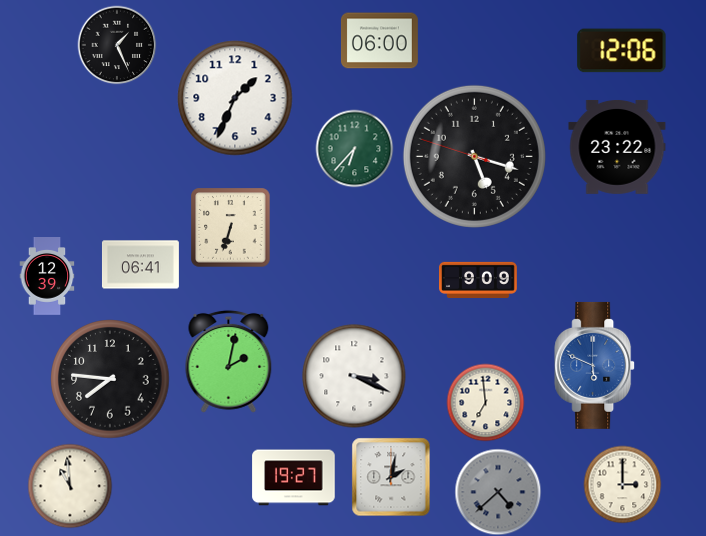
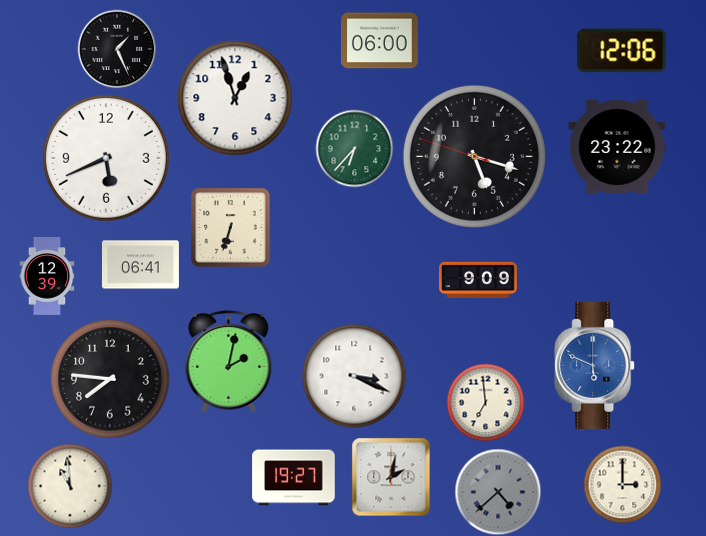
clock at (117, 45) position: (117, 45) -> (117, 49)
clock at (235, 98): 1:34 -> 12:57
clock at (107, 159): none -> 5:41
